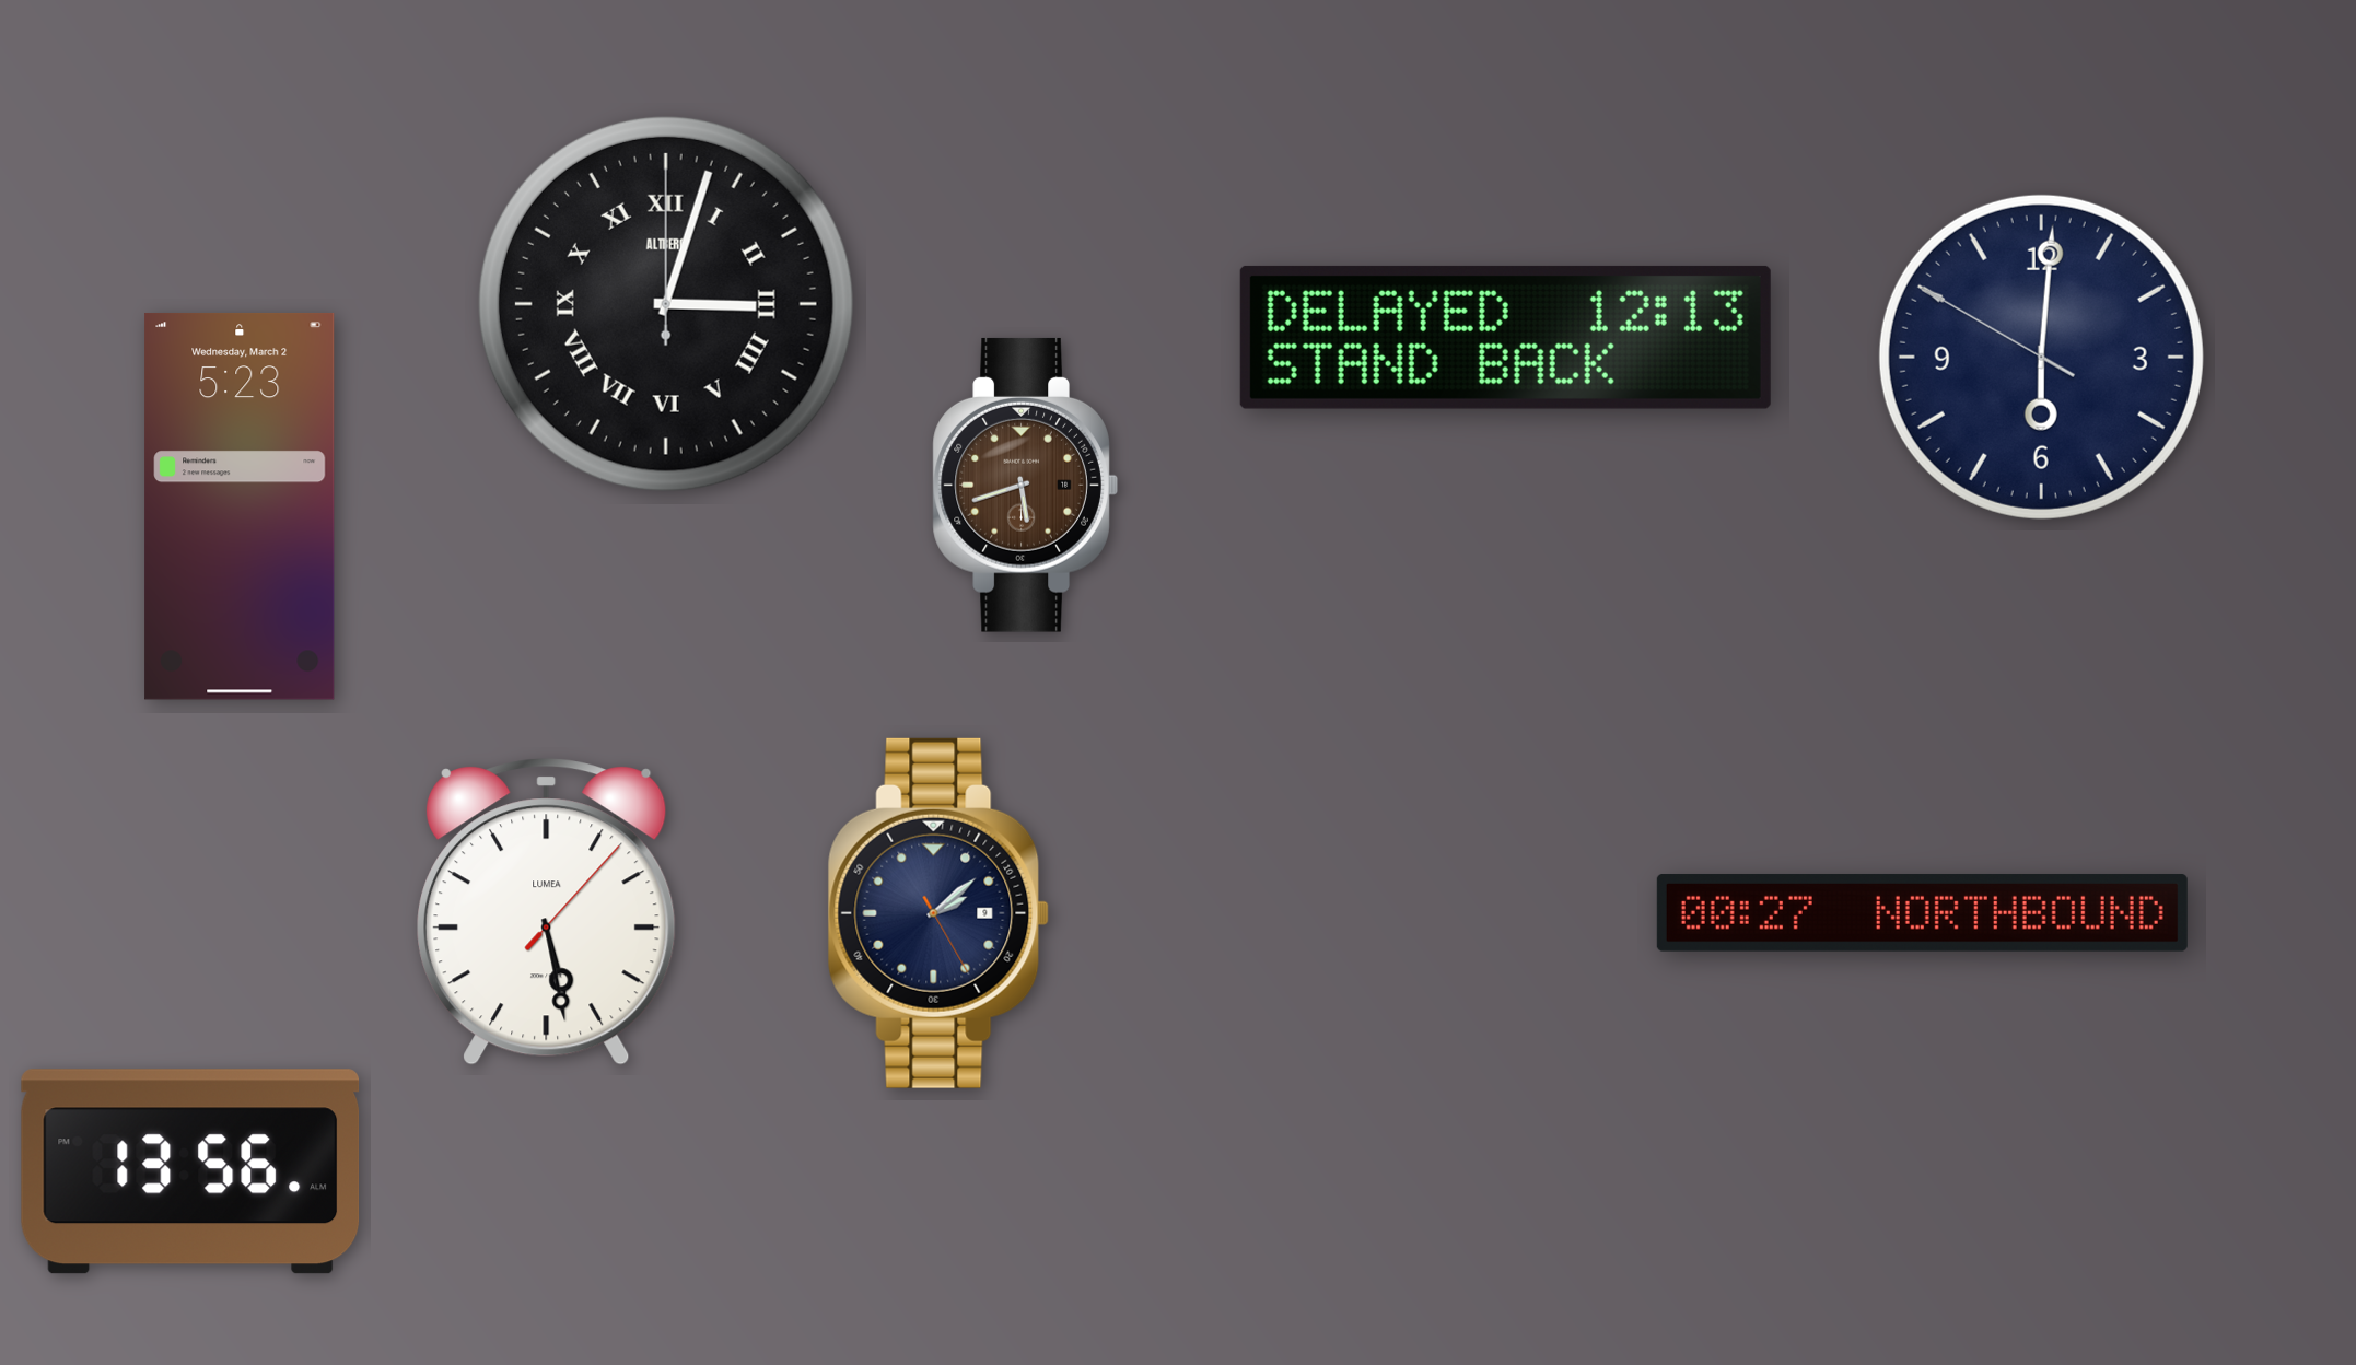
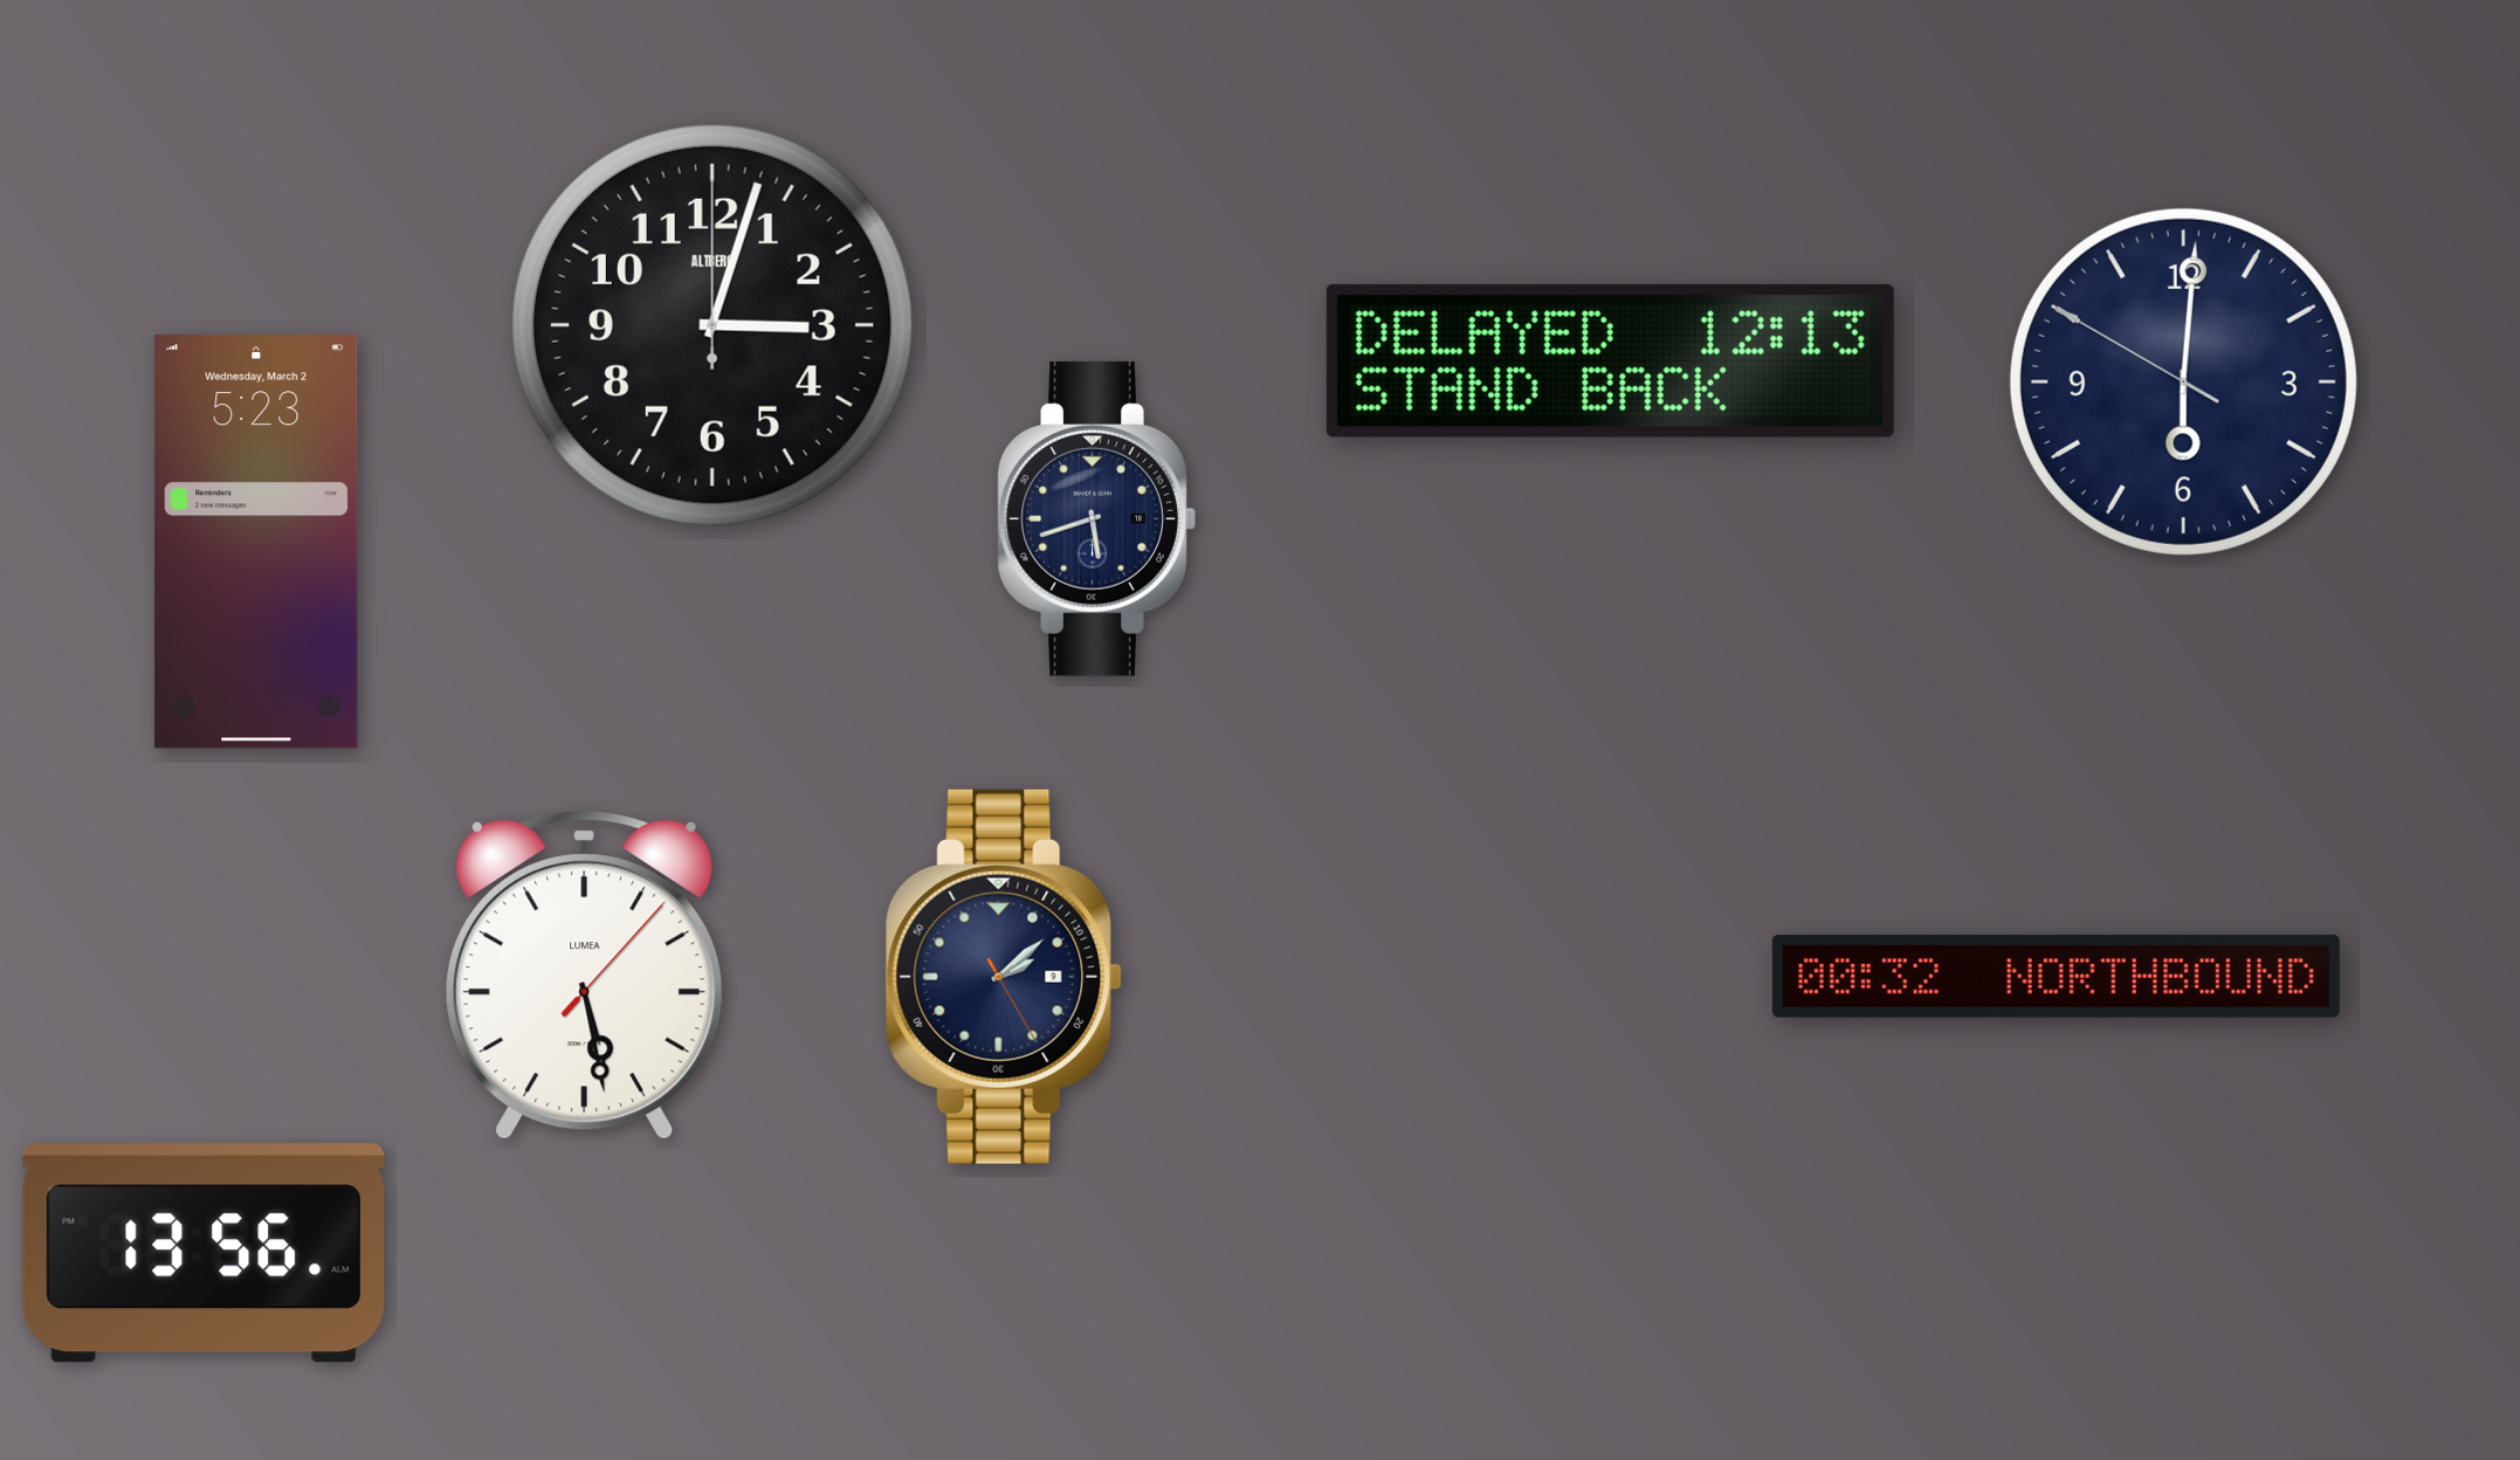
clock at (666, 304) numerals: Roman -> Arabic
clock at (1025, 485) dial: brown -> navy
clock at (1922, 912): 00:27 -> 00:32
